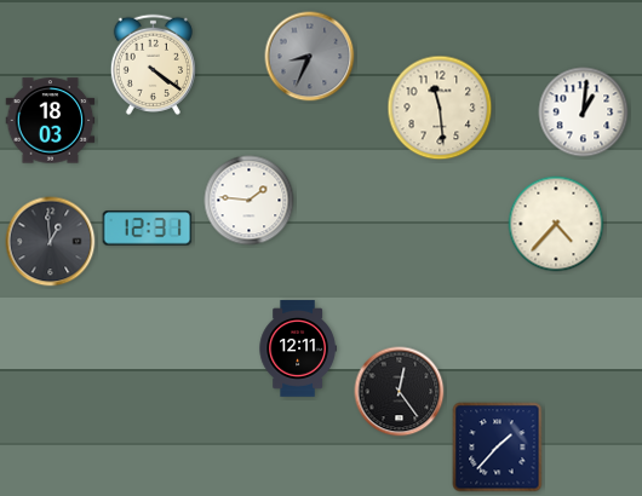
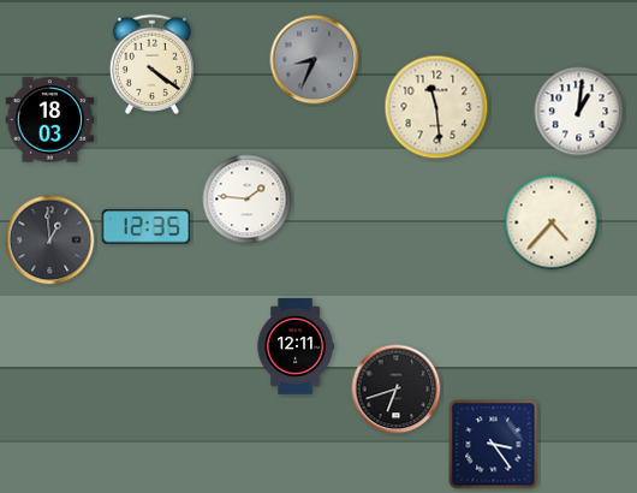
clock at (310, 57) position: (310, 57) -> (315, 60)
clock at (148, 229): 12:31 -> 12:35
clock at (400, 392): 12:24 -> 6:42
clock at (498, 448): 1:37 -> 3:24
